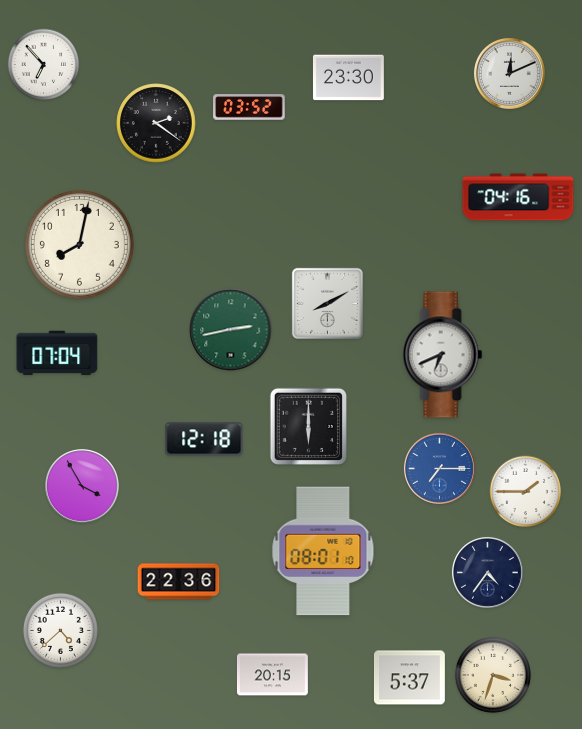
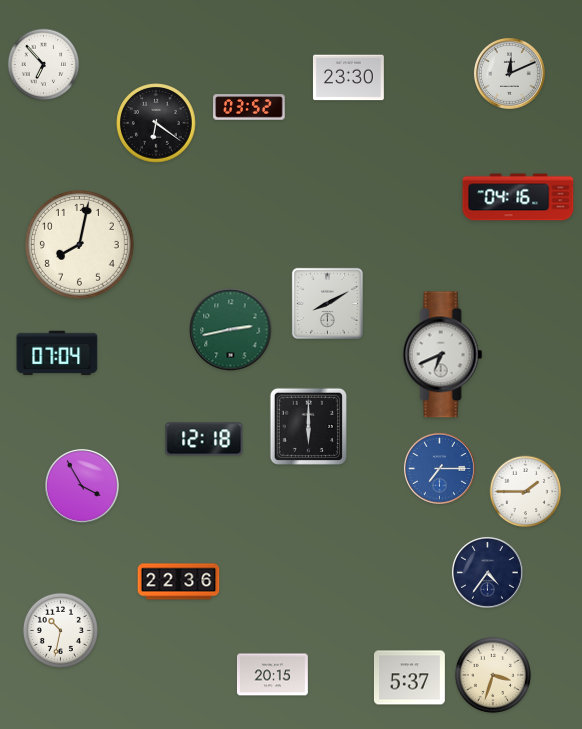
clock at (156, 123): 2:21 -> 6:21
clock at (323, 551): 08:01 -> none
clock at (60, 630): 4:38 -> 10:32
